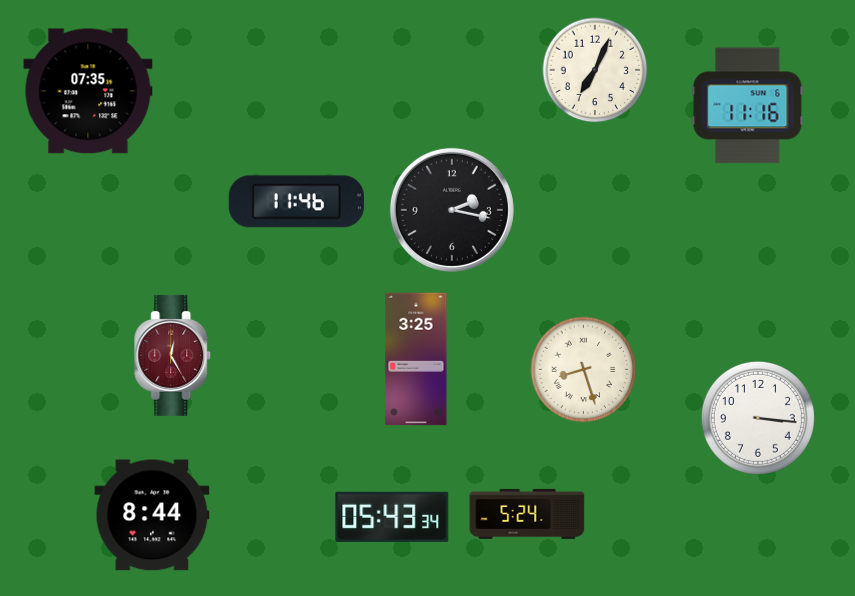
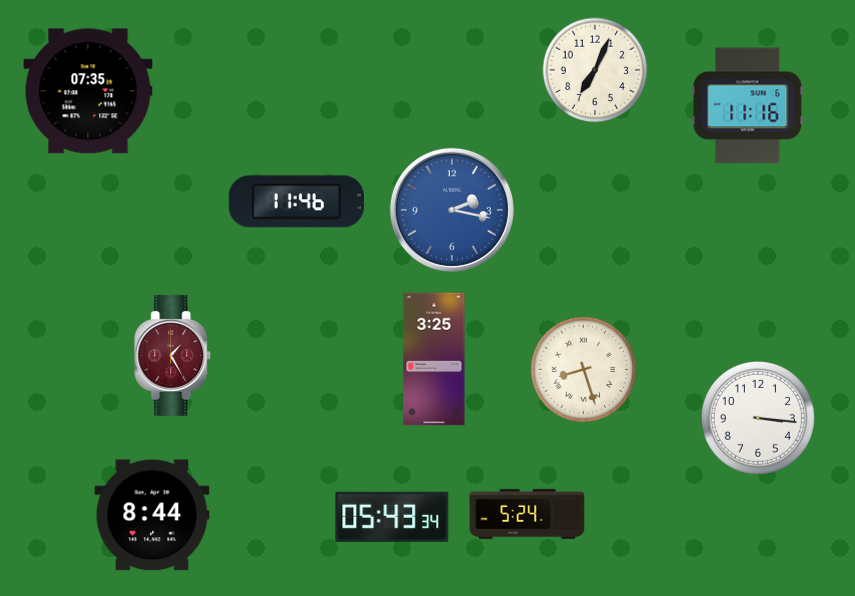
clock at (452, 210) dial: black -> blue
clock at (173, 355): 12:25 -> 1:25
clock at (416, 359) position: (416, 359) -> (434, 359)
